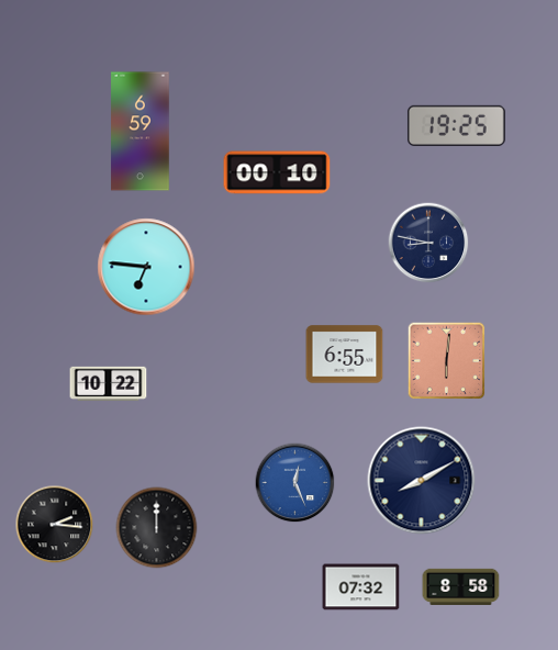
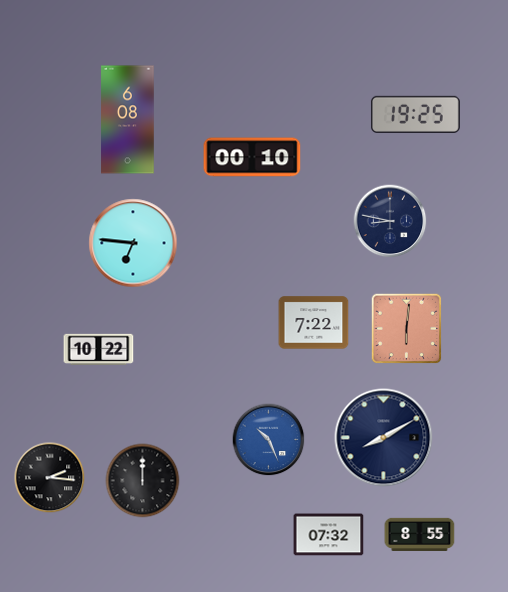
clock at (141, 132): 6:59 -> 6:08
clock at (345, 355): 6:55 -> 7:22
clock at (295, 483): 12:26 -> 10:26
clock at (461, 586): 8:58 -> 8:55
